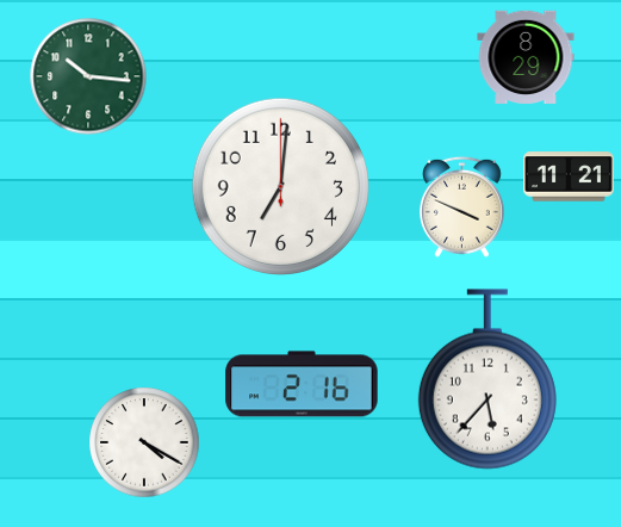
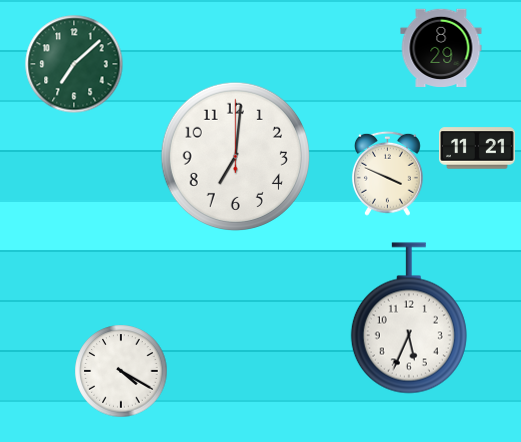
clock at (88, 76): 10:16 -> 7:08
clock at (488, 379): 5:37 -> 5:34
clock at (302, 384): 2:16 -> none
